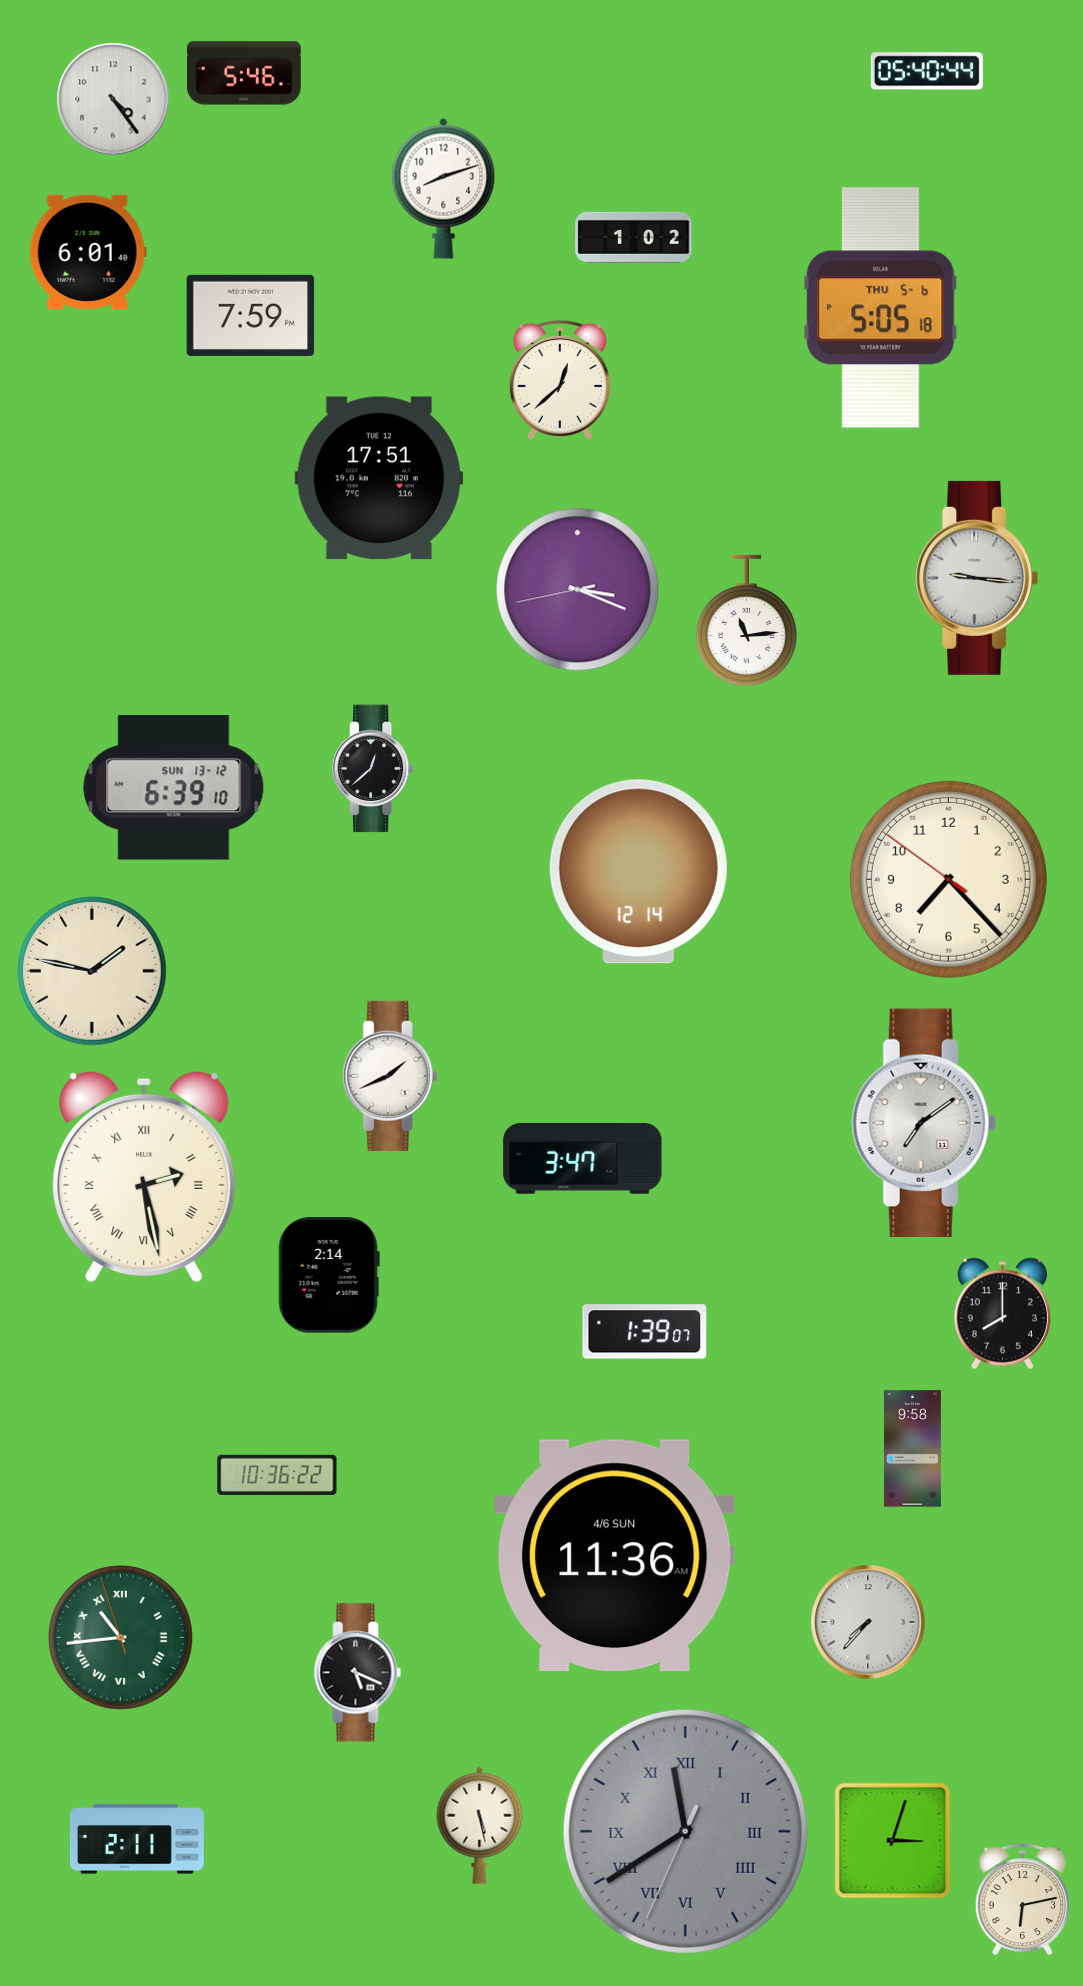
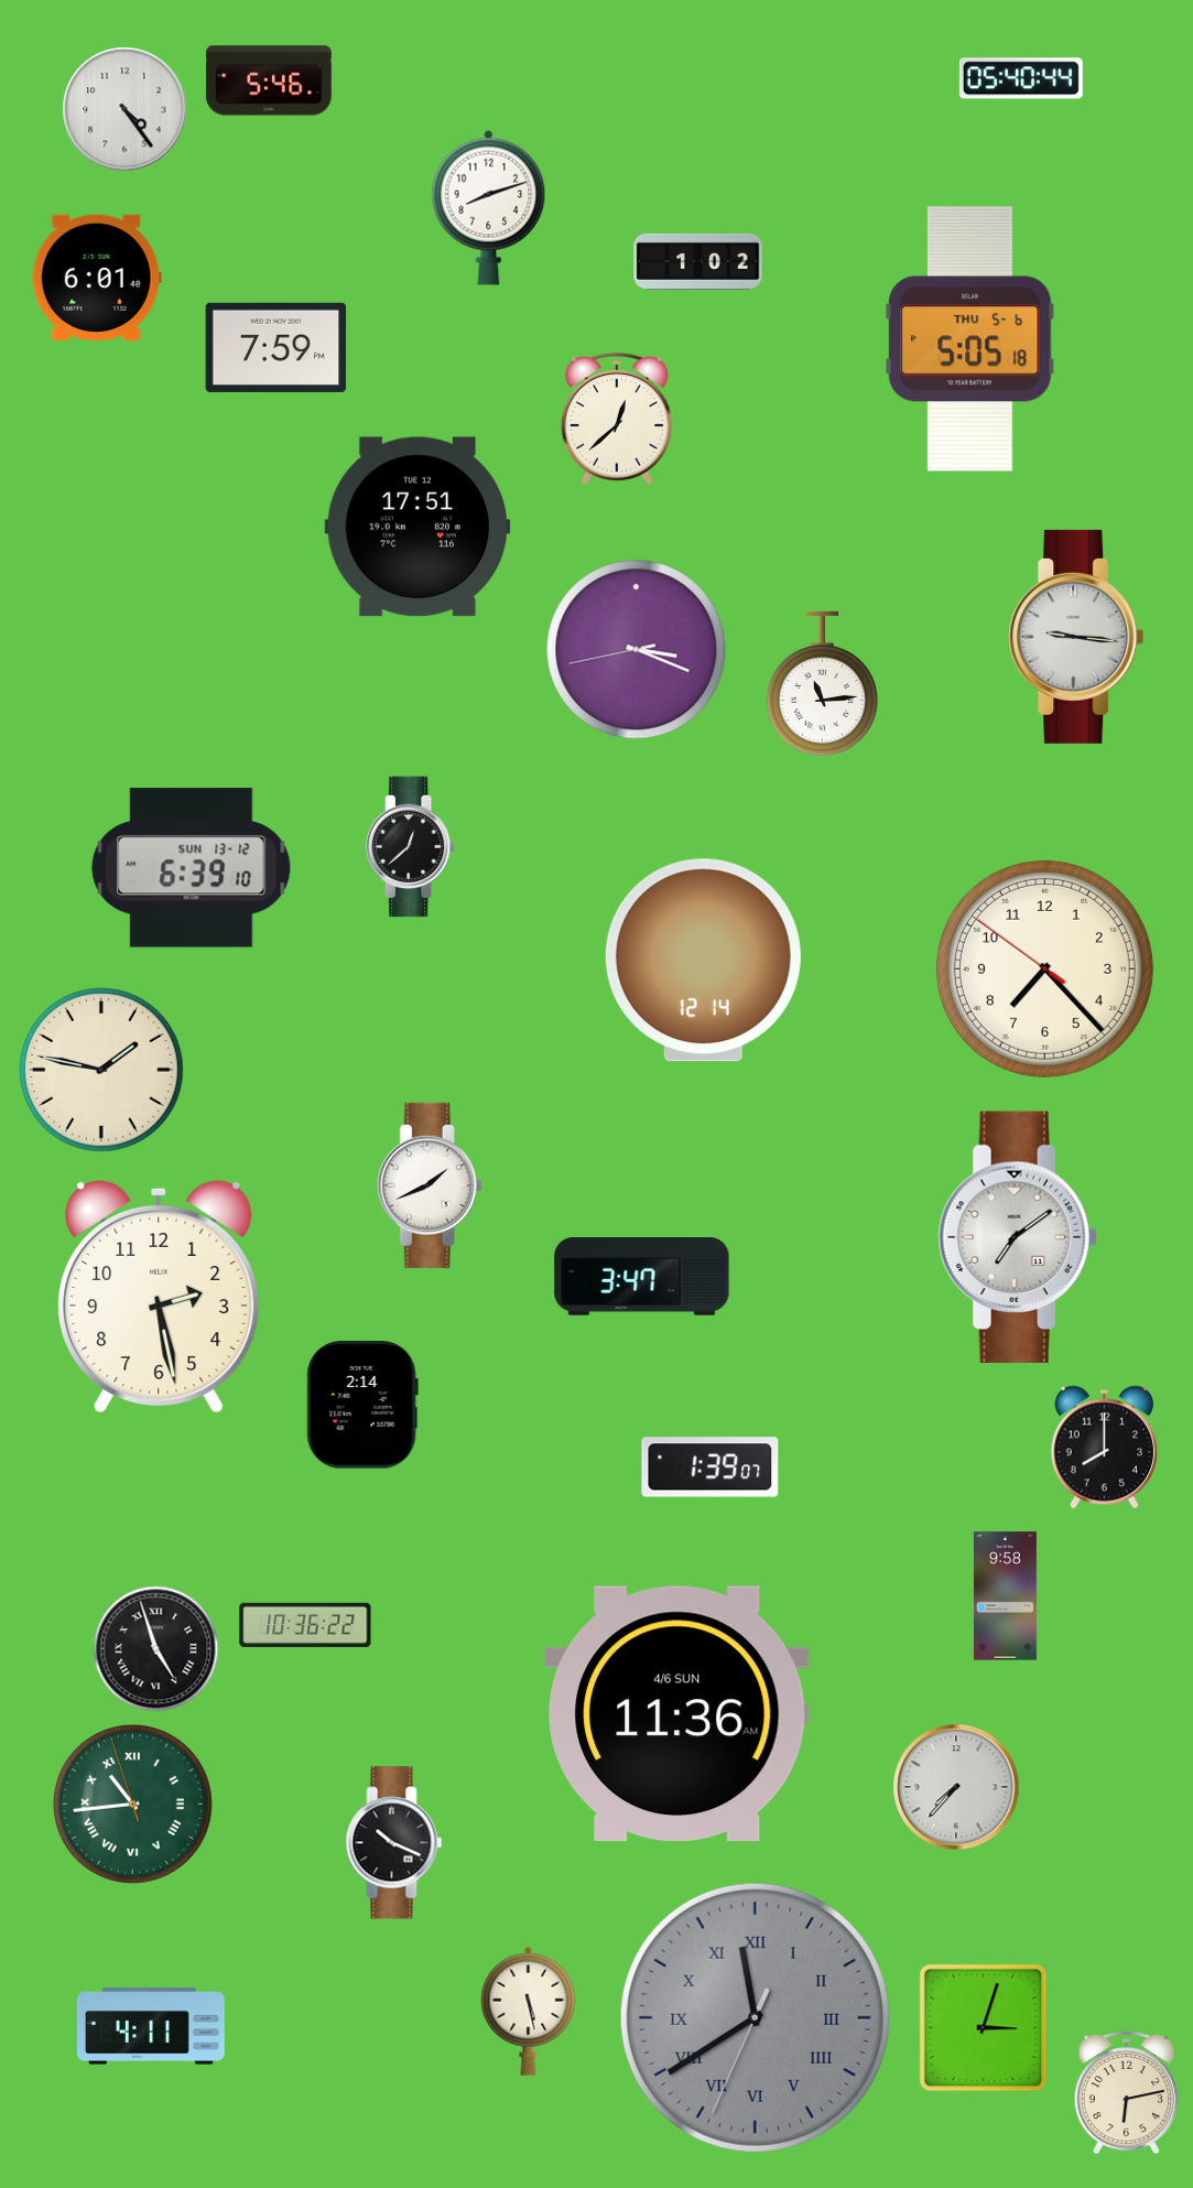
clock at (144, 1177) numerals: Roman -> Arabic
clock at (156, 1649): none -> 4:57
clock at (358, 1673): 5:19 -> 10:19
clock at (137, 1839): 2:11 -> 4:11
